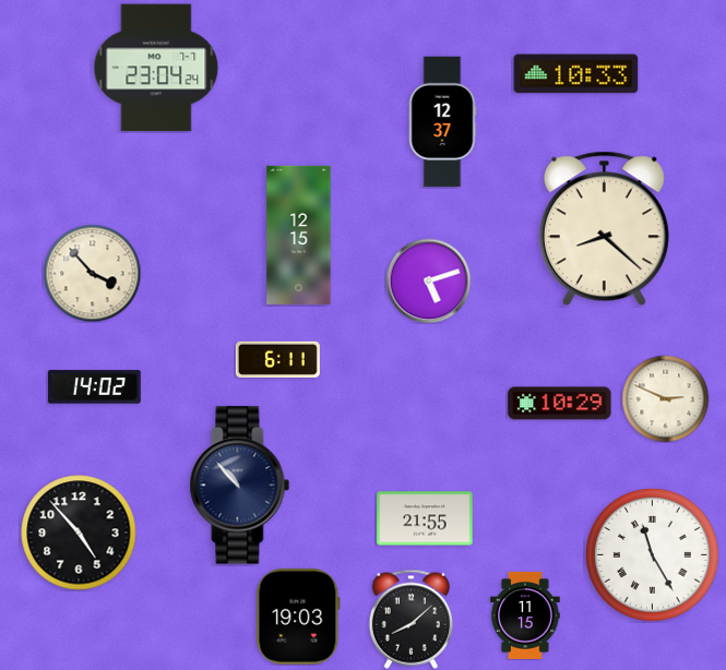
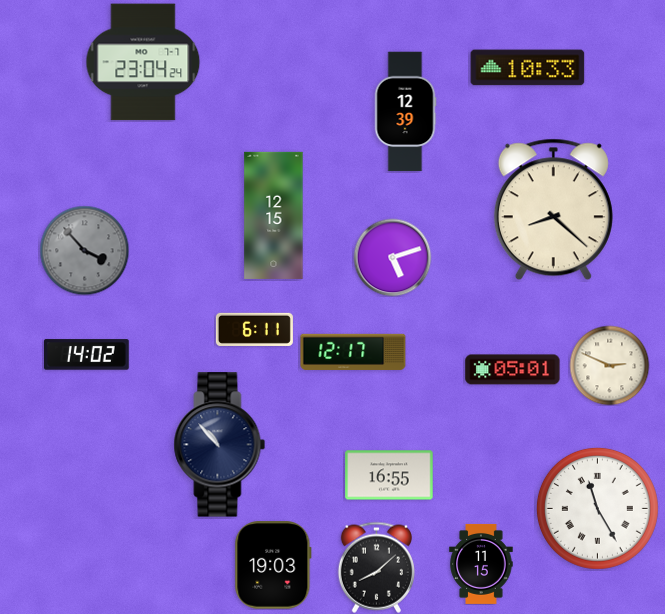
clock at (442, 122): 12:37 -> 12:39
clock at (92, 273) dial: cream -> grey
clock at (353, 352): none -> 12:17
clock at (560, 404): 10:29 -> 05:01
clock at (425, 518): 21:55 -> 16:55
clock at (79, 533): 4:53 -> none
